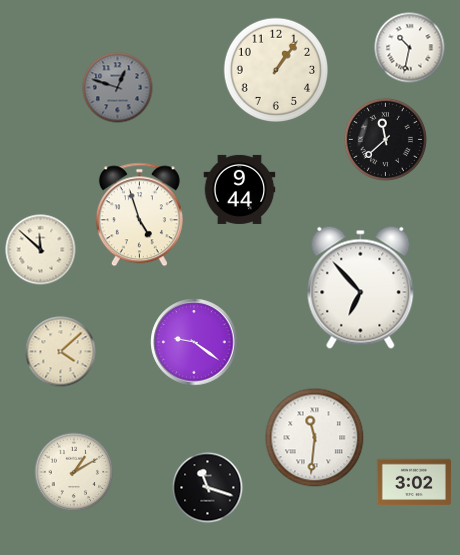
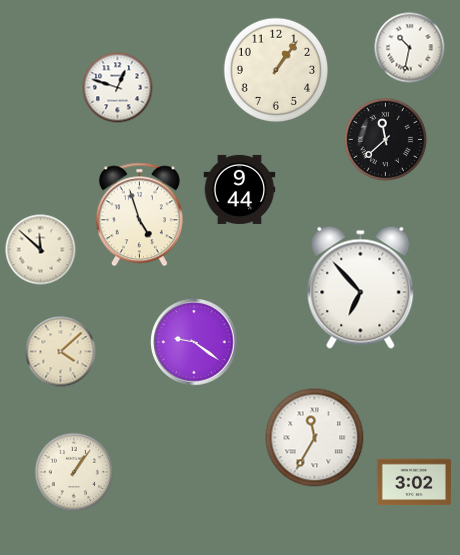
clock at (118, 88) dial: grey -> white
clock at (315, 438): 11:31 -> 11:35
clock at (74, 472): 1:10 -> 1:06
clock at (208, 488): 11:18 -> none
